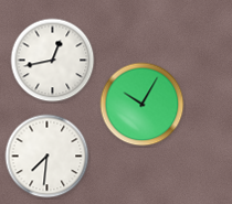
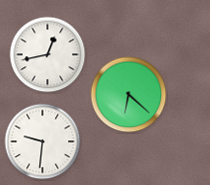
clock at (143, 105): 10:05 -> 6:22
clock at (48, 157): 7:31 -> 9:31
